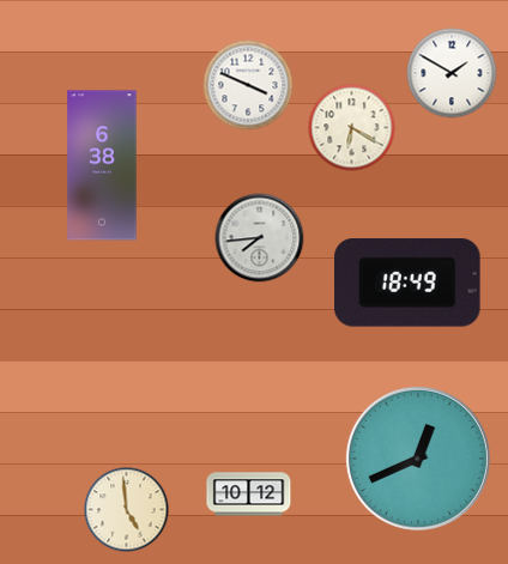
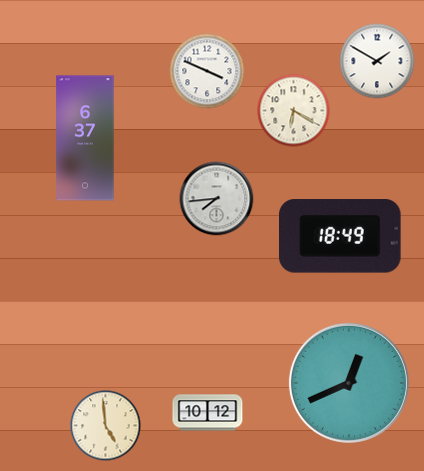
clock at (352, 128) position: (352, 128) -> (294, 111)
clock at (102, 165): 6:38 -> 6:37
